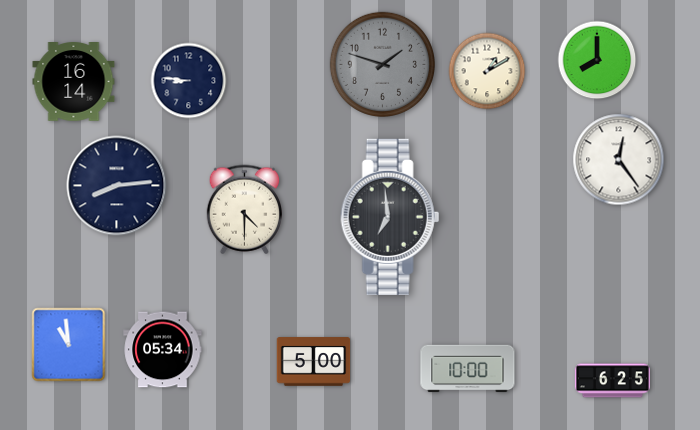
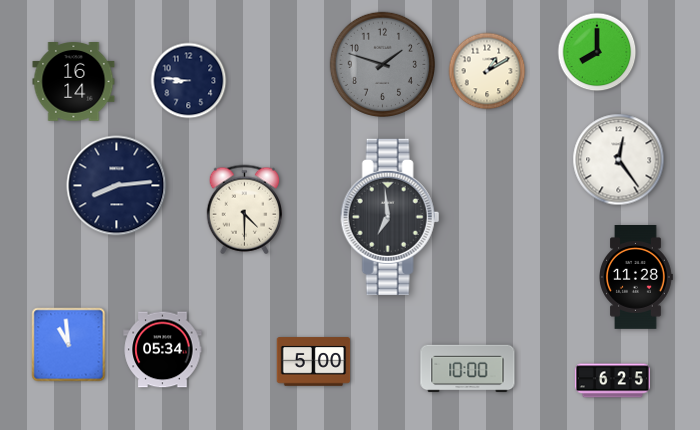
clock at (597, 60) position: (597, 60) -> (597, 52)
clock at (636, 278): none -> 11:28
